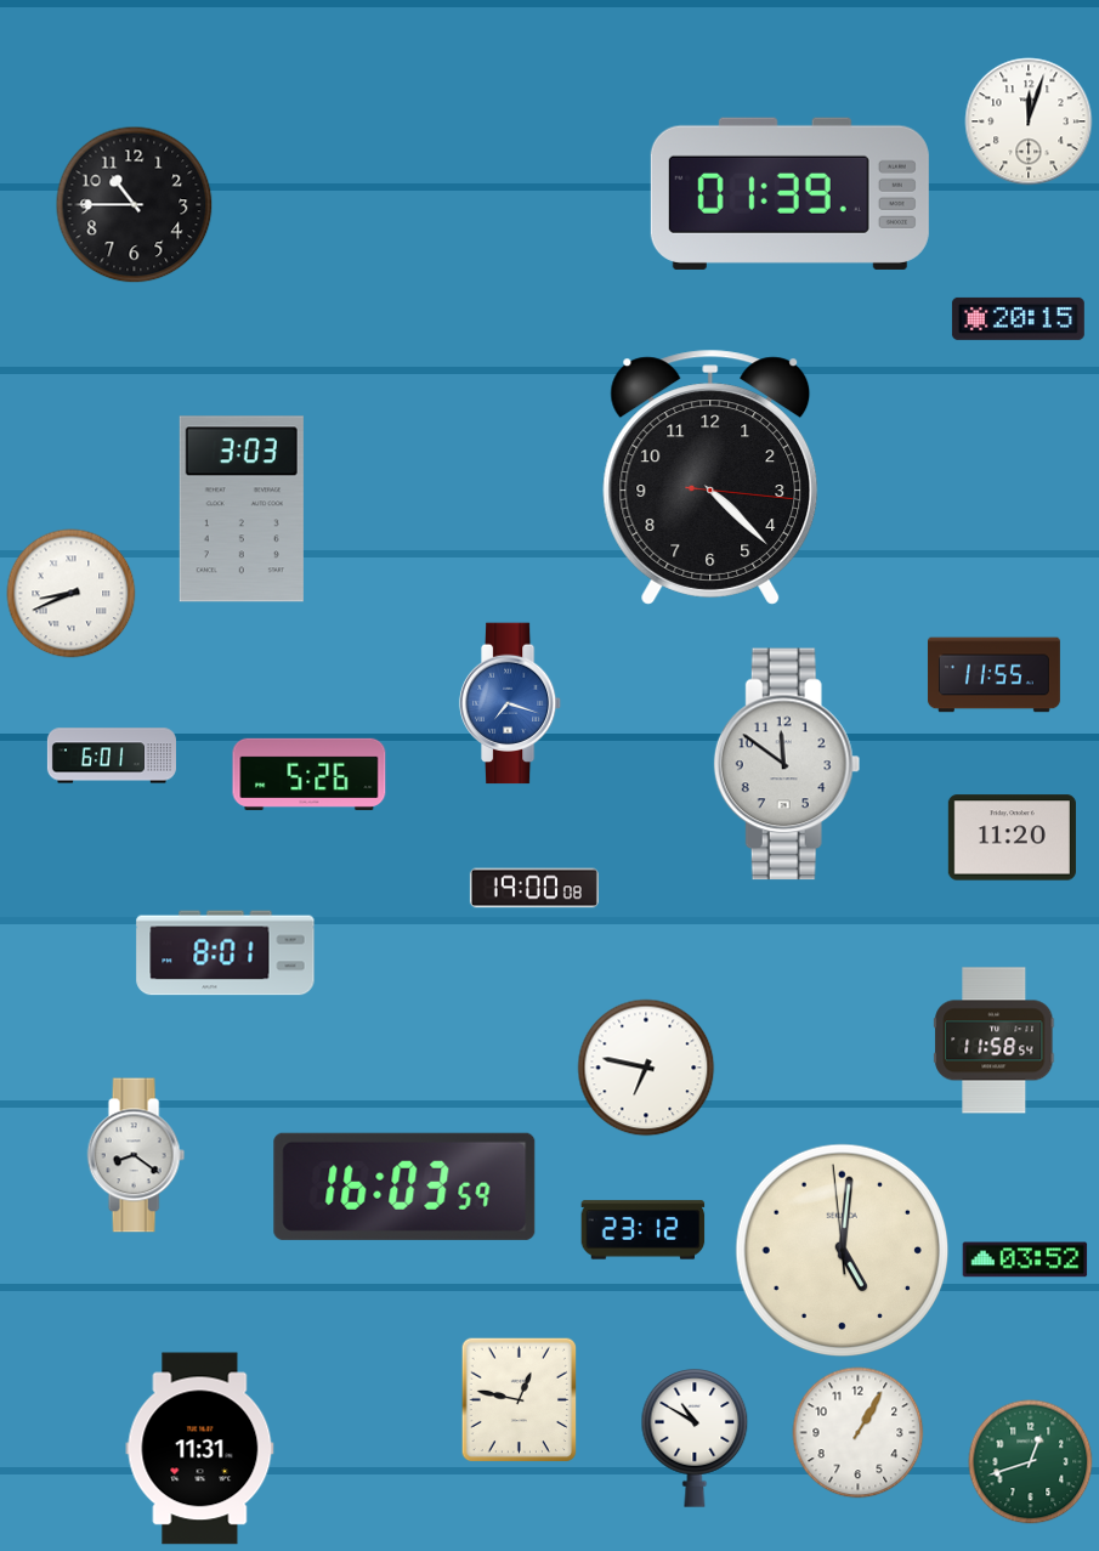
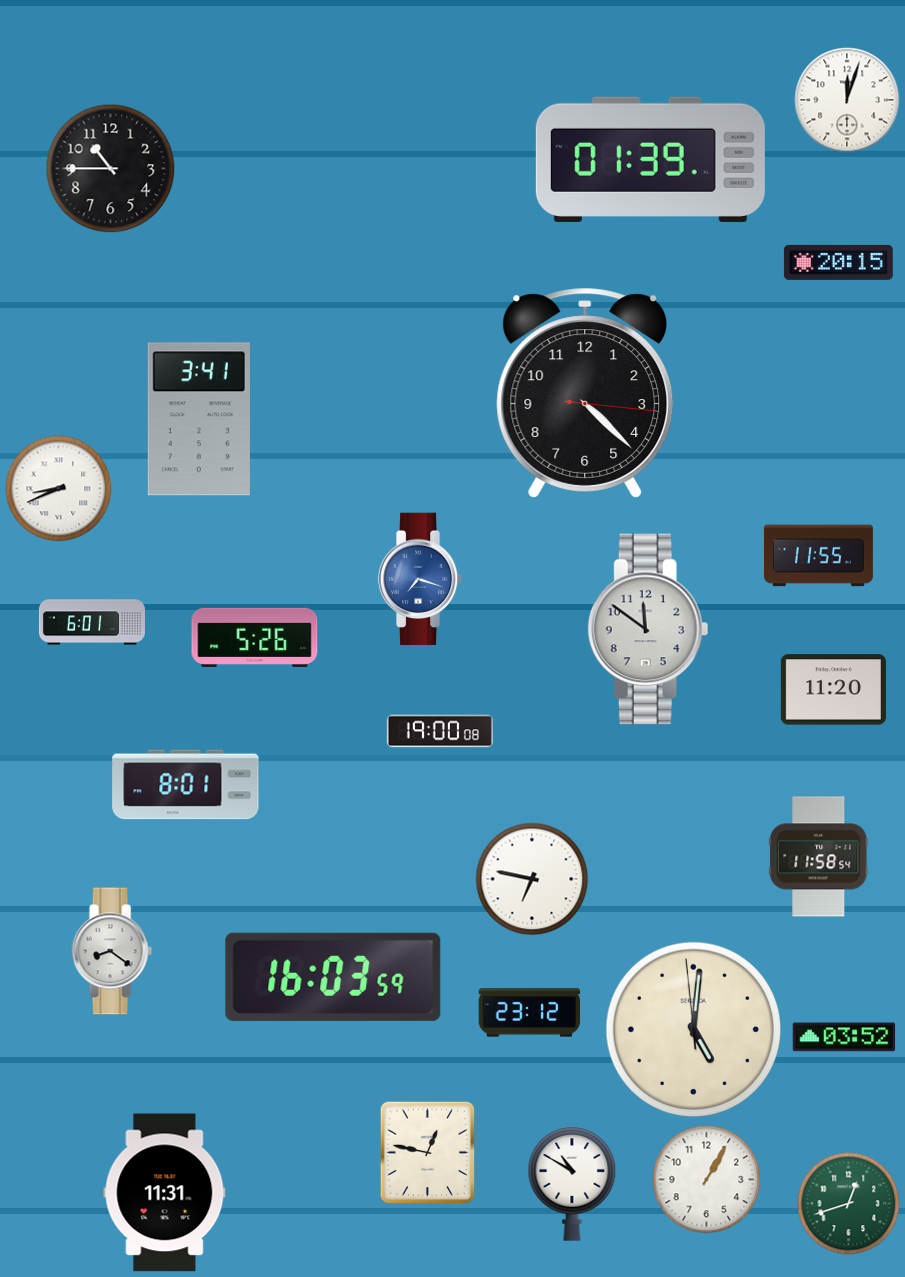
clock at (242, 509): 3:03 -> 3:41
